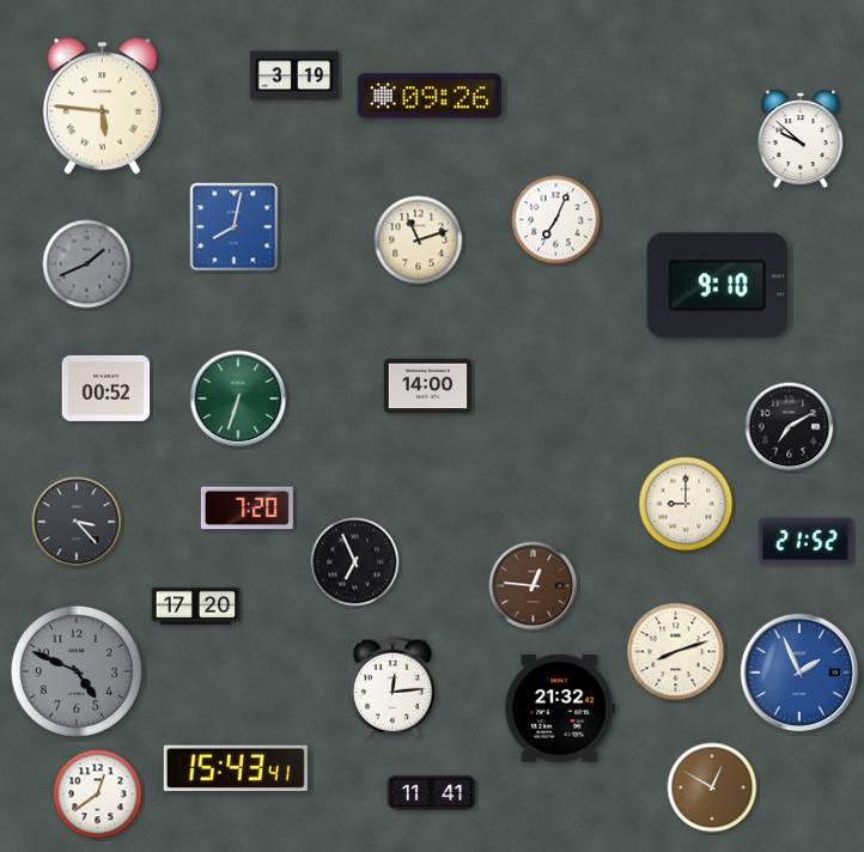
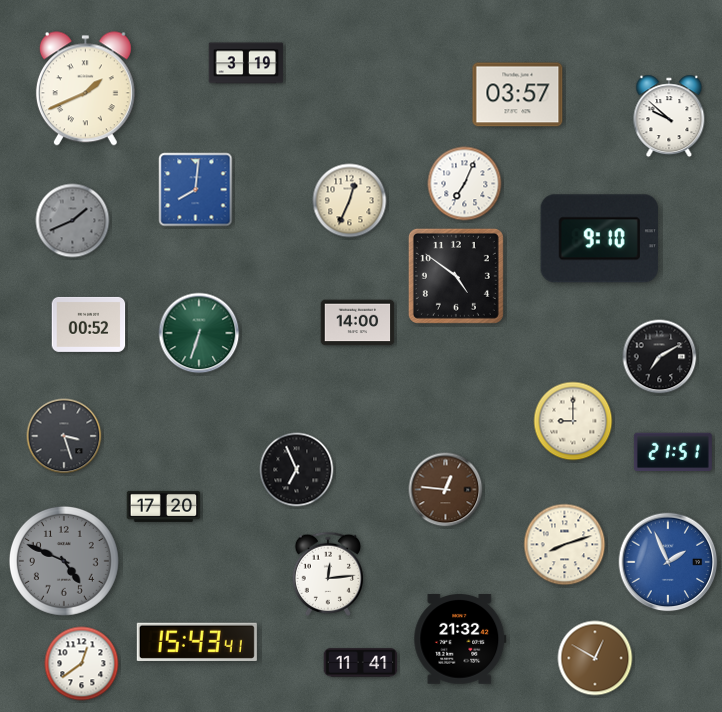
clock at (430, 96): 09:26 -> none
clock at (102, 106): 5:46 -> 1:41
clock at (518, 95): none -> 03:57
clock at (235, 227): 8:02 -> 8:01
clock at (419, 241): 11:12 -> 12:34
clock at (456, 276): none -> 4:51
clock at (247, 509): 7:20 -> none
clock at (77, 522): 3:23 -> 3:27
clock at (805, 541): 21:52 -> 21:51
clock at (560, 710) position: (560, 710) -> (460, 640)
